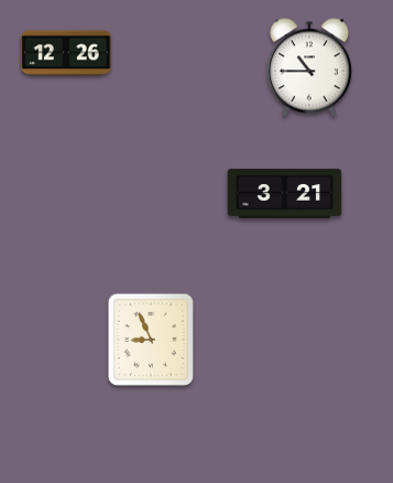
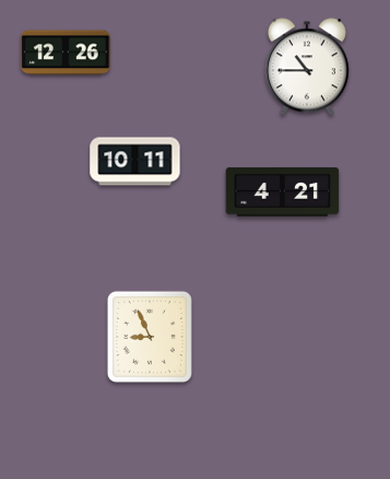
clock at (135, 162): none -> 10:11
clock at (285, 194): 3:21 -> 4:21
